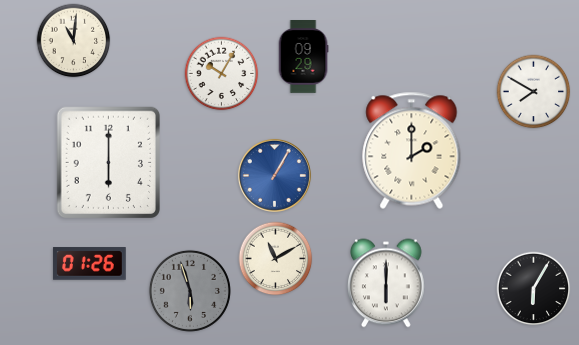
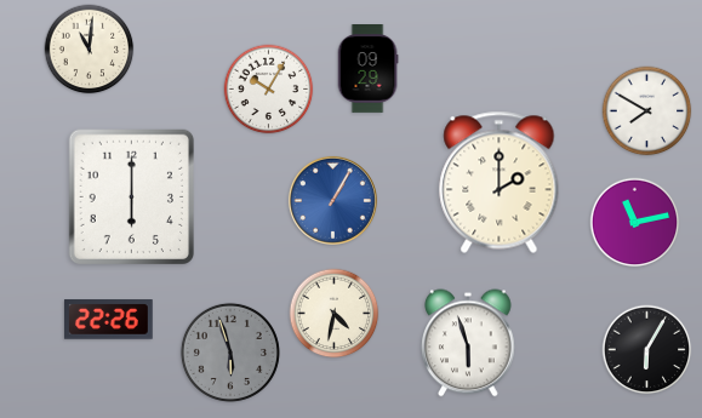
clock at (274, 175) position: (274, 175) -> (332, 200)
clock at (635, 223): none -> 11:13
clock at (276, 259): 11:10 -> 4:32
clock at (89, 264): 01:26 -> 22:26
clock at (386, 283): 6:00 -> 5:57
